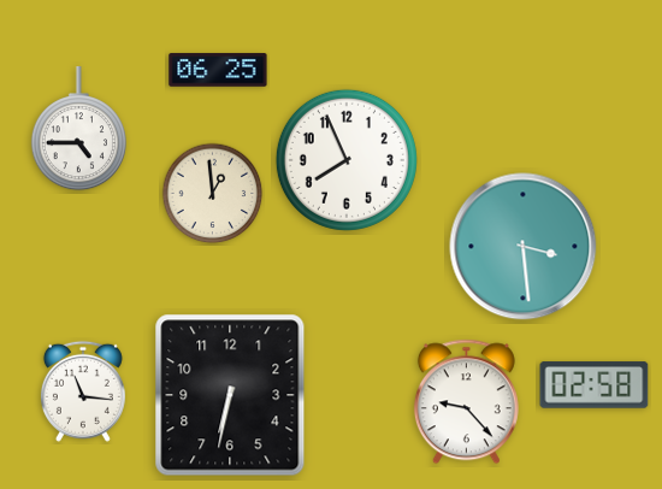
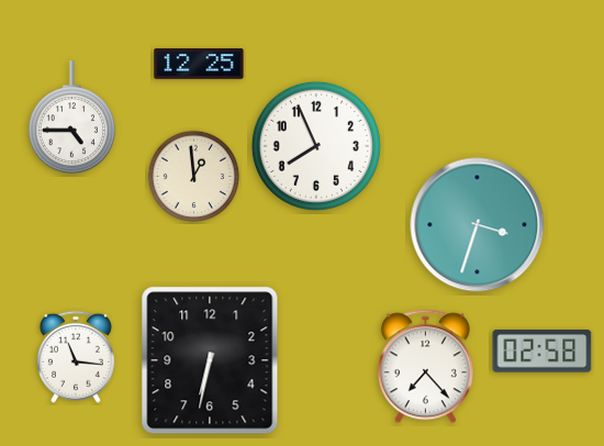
clock at (218, 70): 06:25 -> 12:25
clock at (524, 247): 3:29 -> 3:33
clock at (466, 402): 9:23 -> 7:23
